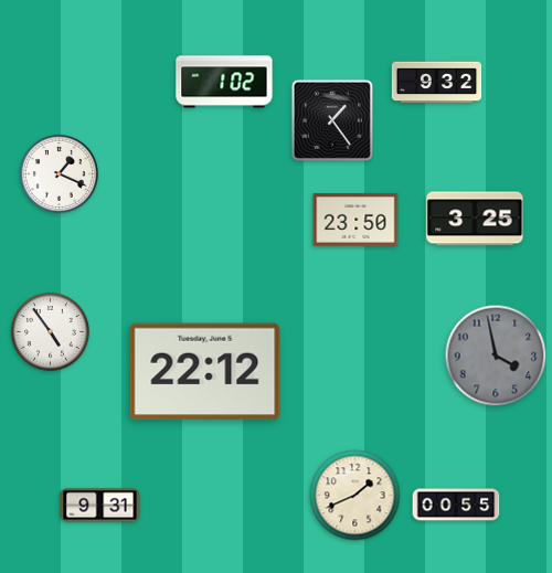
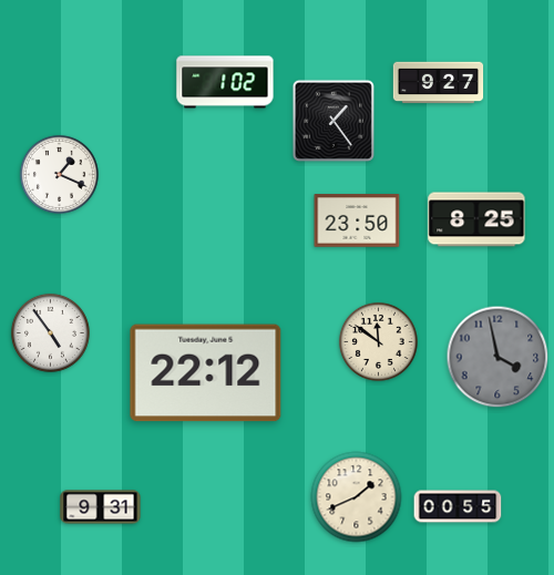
clock at (437, 83): 9:32 -> 9:27
clock at (475, 219): 3:25 -> 8:25
clock at (378, 341): none -> 11:51
